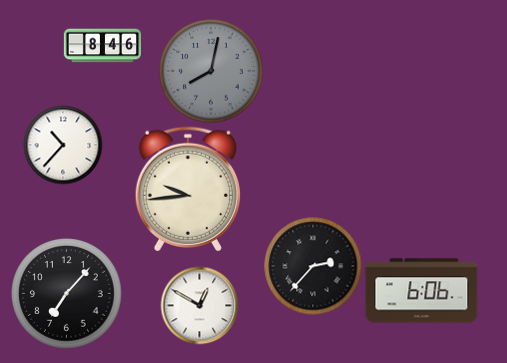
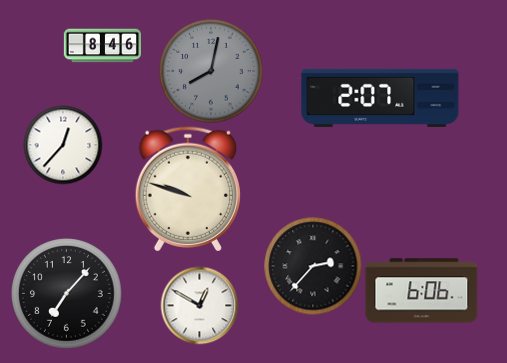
clock at (380, 98): none -> 2:07
clock at (63, 145): 10:37 -> 12:37
clock at (188, 189): 9:44 -> 9:48
